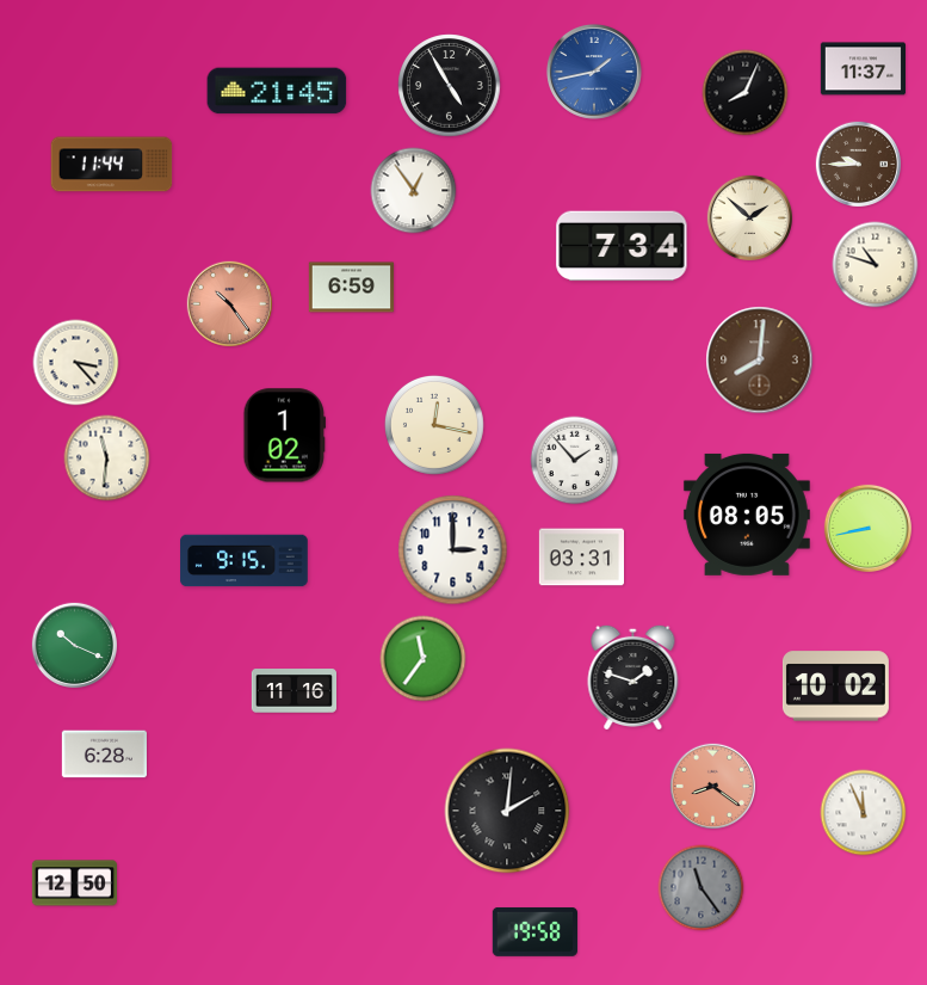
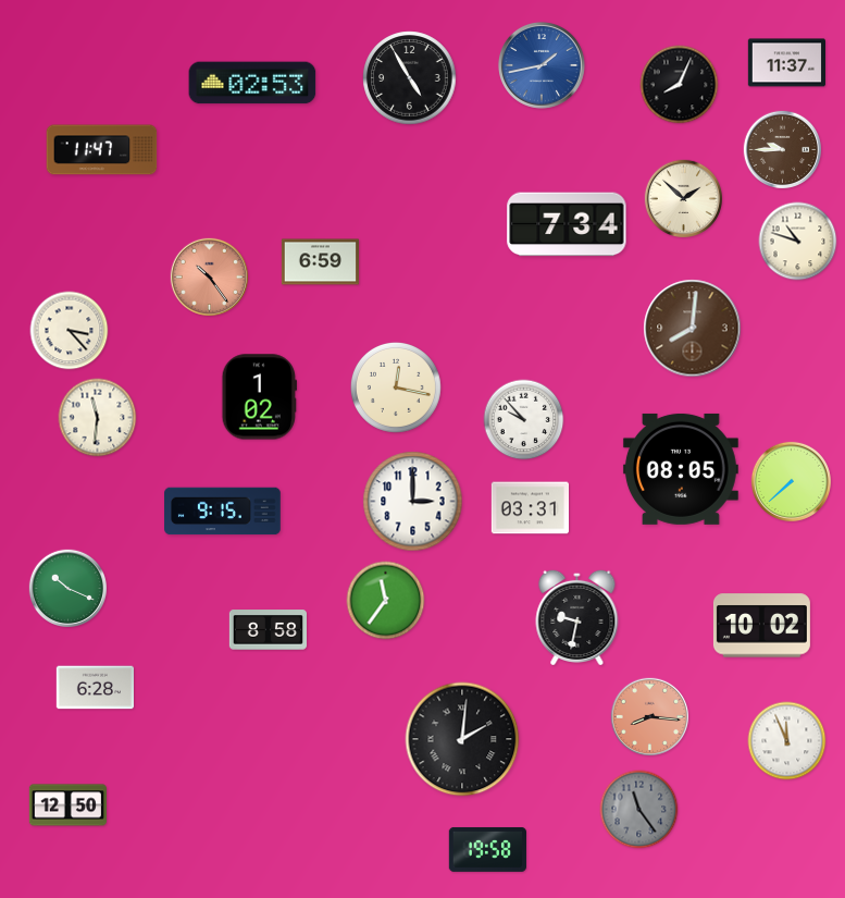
clock at (277, 91): 21:45 -> 02:53
clock at (112, 165): 11:44 -> 11:47
clock at (414, 191): 12:54 -> none
clock at (575, 461): 1:53 -> 9:53
clock at (867, 528): 8:43 -> 7:38
clock at (634, 676): 1:48 -> 9:32
clock at (293, 691): 11:16 -> 8:58
clock at (713, 787): 8:21 -> 8:16
